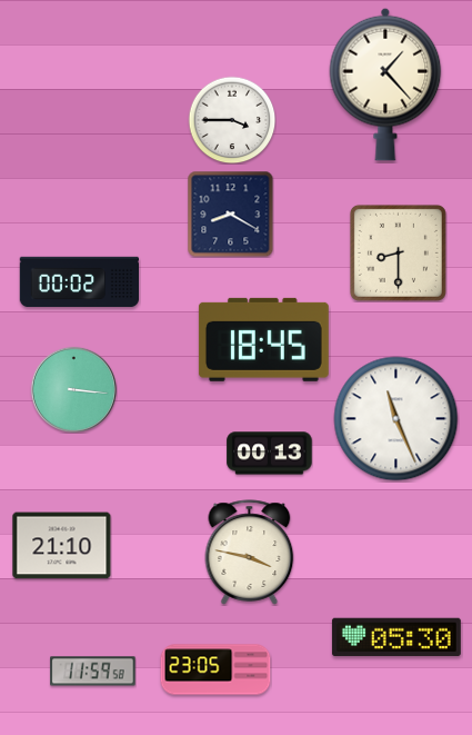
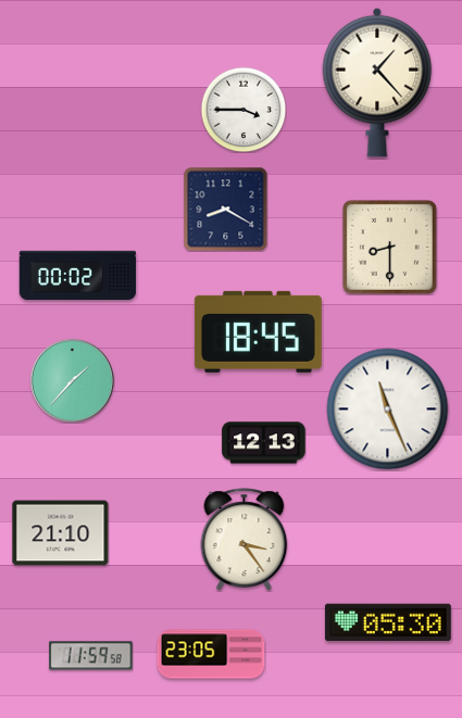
clock at (232, 120) position: (232, 120) -> (244, 110)
clock at (73, 389): 3:16 -> 1:37
clock at (270, 454): 00:13 -> 12:13
clock at (250, 553): 3:47 -> 3:24
